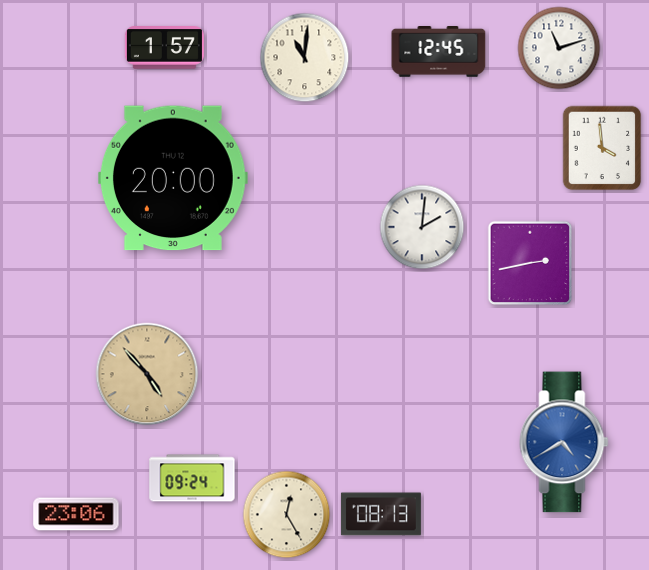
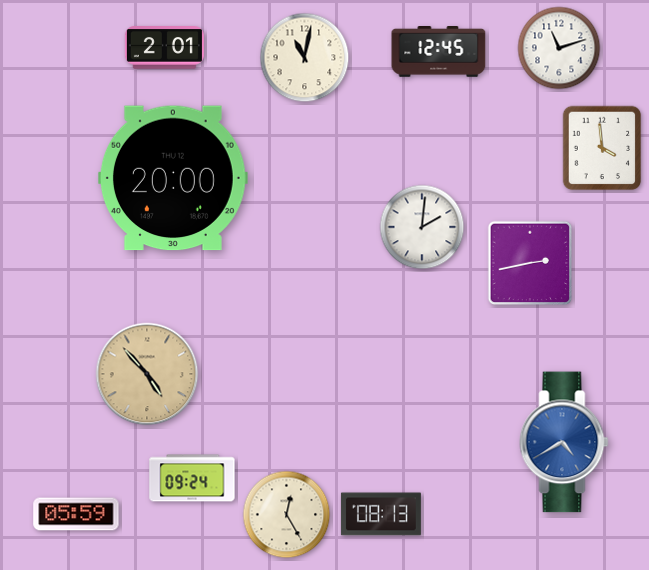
clock at (164, 48): 1:57 -> 2:01
clock at (305, 58): 11:01 -> 11:02
clock at (76, 514): 23:06 -> 05:59
